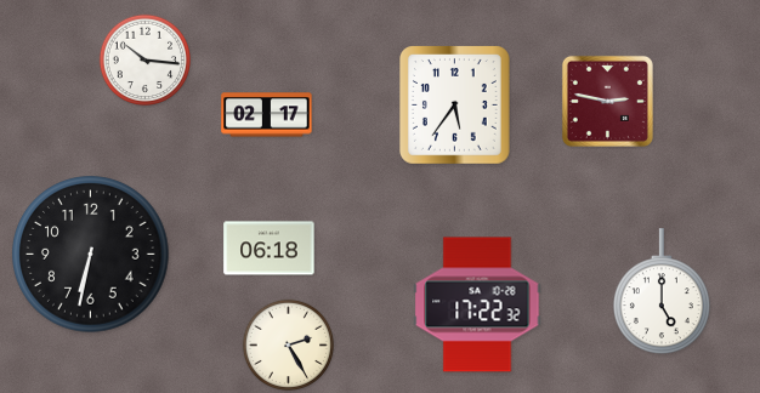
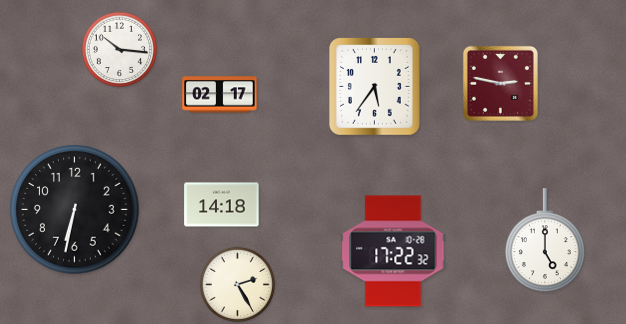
clock at (270, 249): 06:18 -> 14:18
